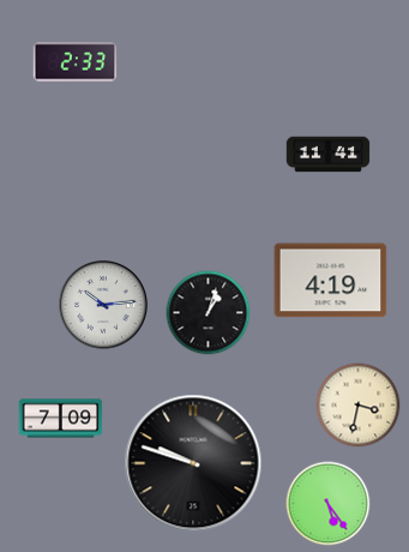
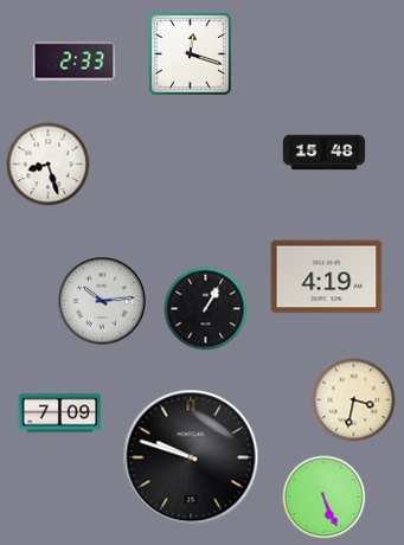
clock at (190, 53): none -> 12:18
clock at (329, 155): 11:41 -> 15:48
clock at (49, 165): none -> 8:27
clock at (209, 313): 1:03 -> 1:05
clock at (329, 504): 5:24 -> 5:26
